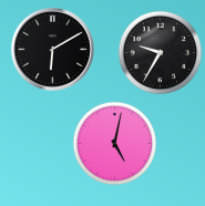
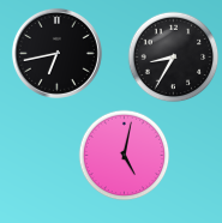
clock at (52, 49): 6:10 -> 6:43
clock at (161, 53): 9:35 -> 8:35
